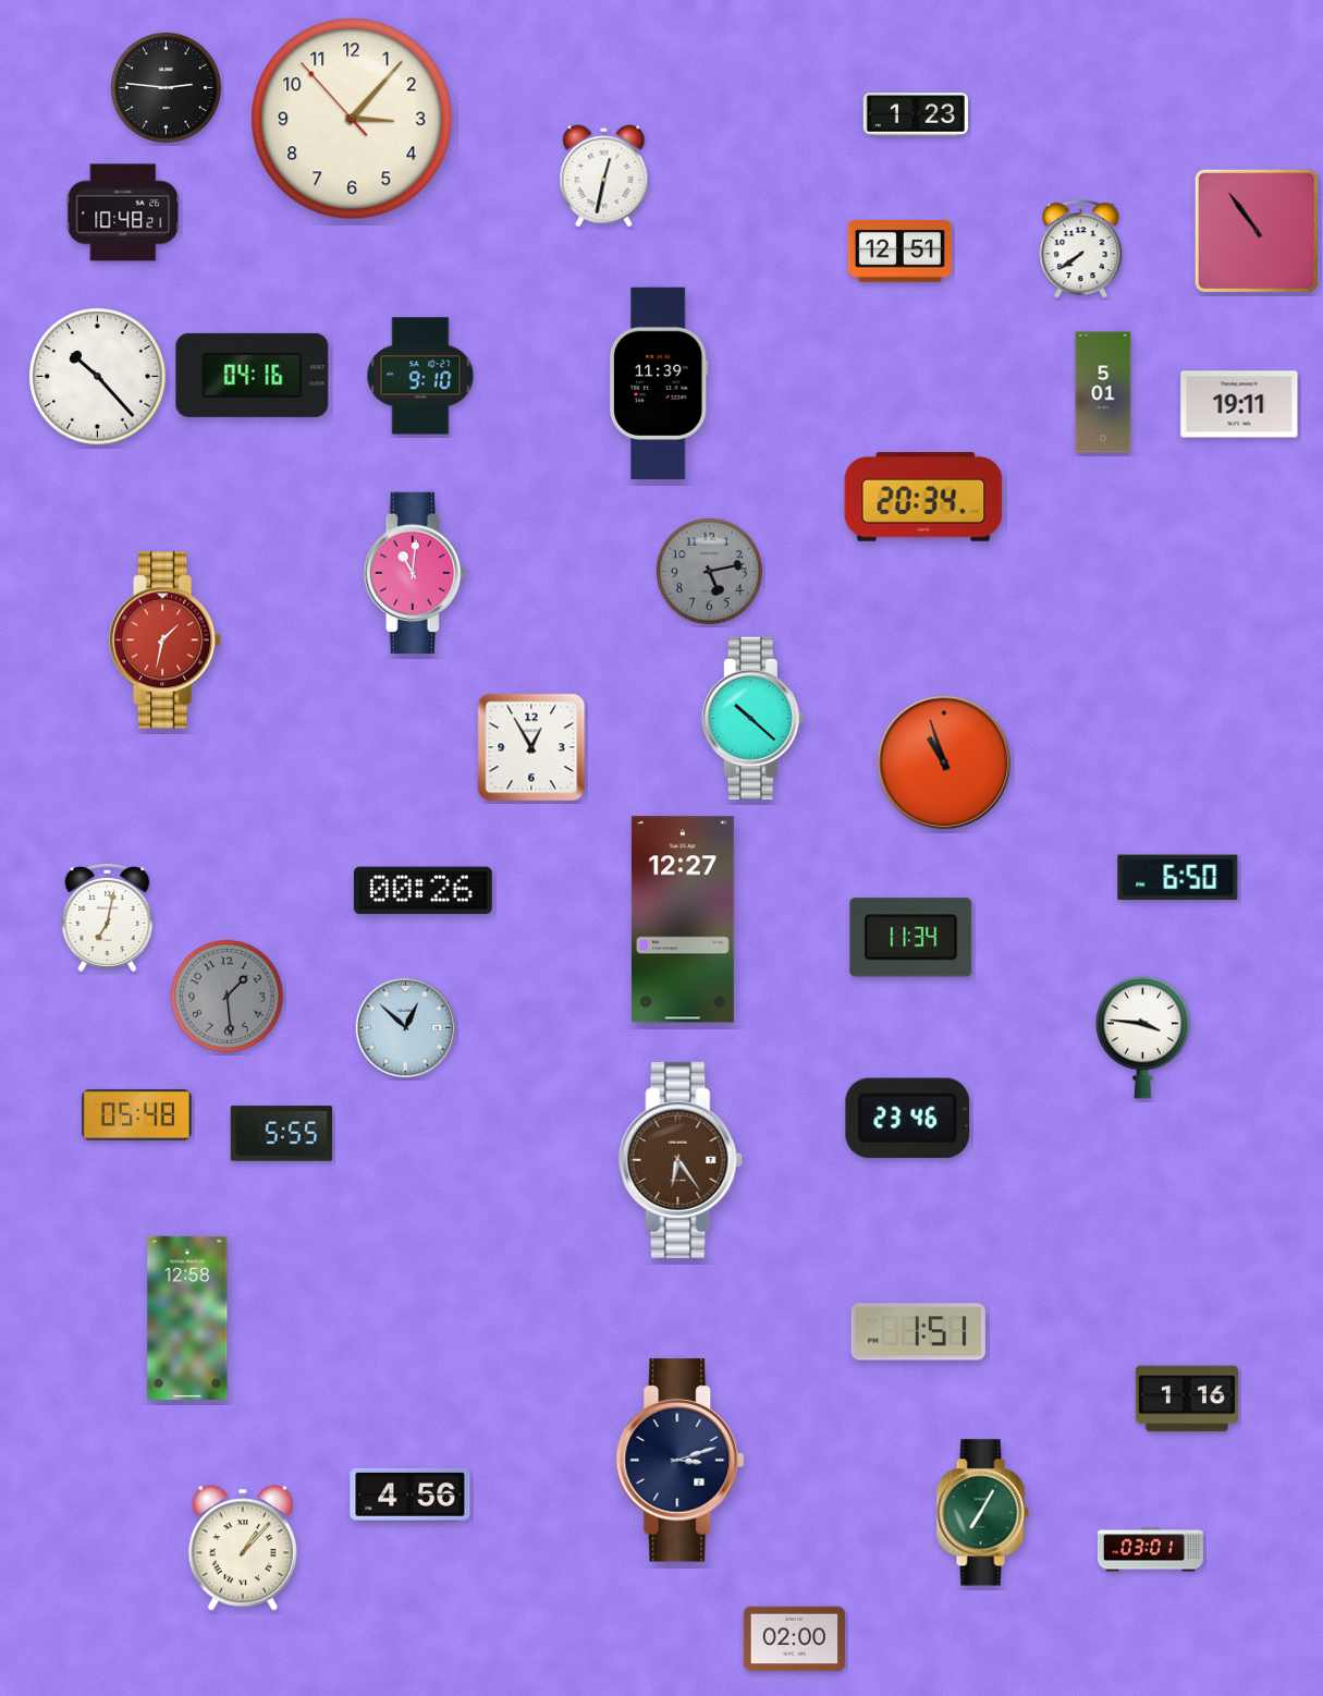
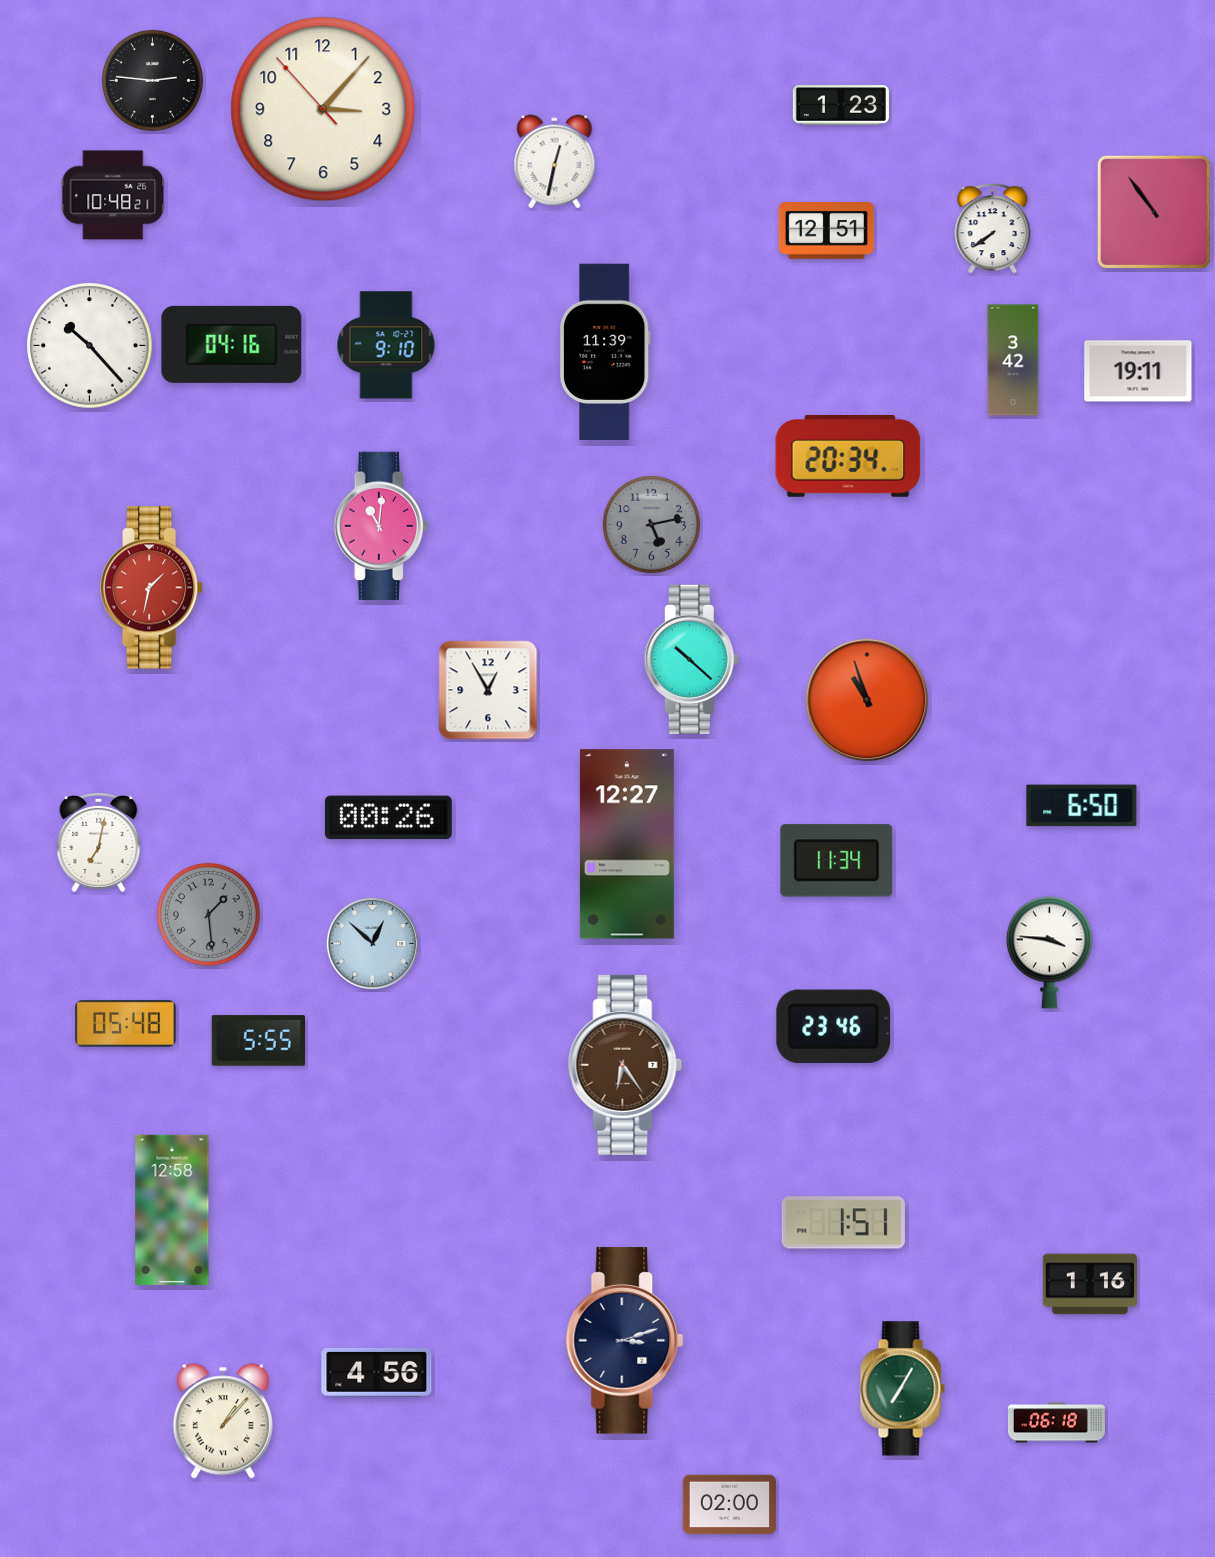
clock at (1103, 392): 5:01 -> 3:42
clock at (531, 747) position: (531, 747) -> (488, 690)
clock at (1150, 1550): 03:01 -> 06:18
